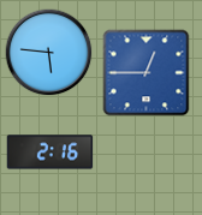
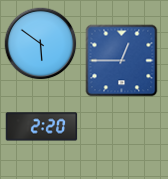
clock at (49, 53): 5:46 -> 5:51
clock at (50, 153): 2:16 -> 2:20
